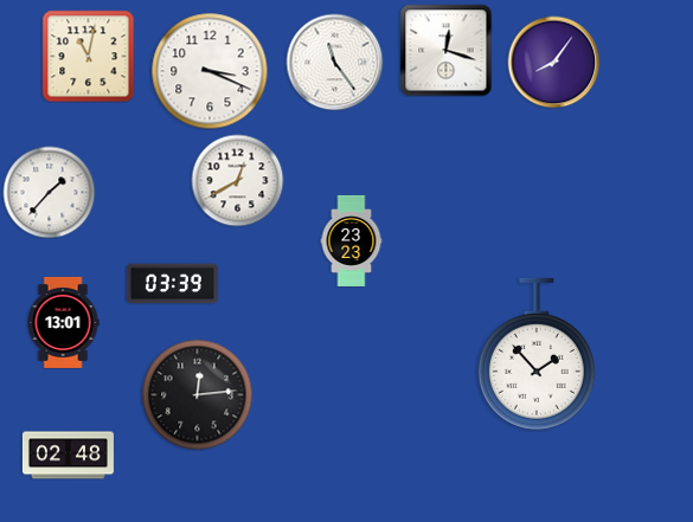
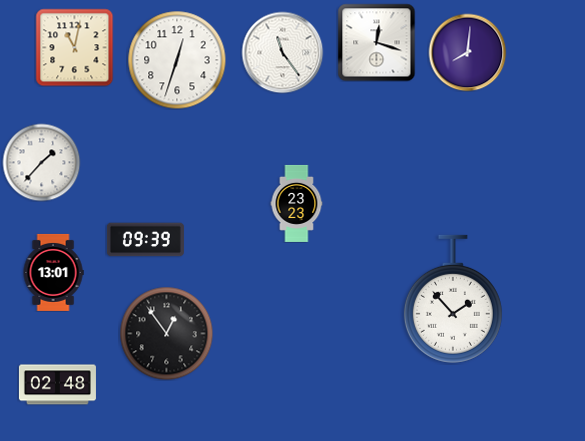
clock at (553, 62): 8:06 -> 8:01
clock at (210, 71): 3:19 -> 12:33
clock at (237, 180): 12:40 -> none
clock at (172, 284): 03:39 -> 09:39
clock at (197, 394): 12:14 -> 12:54
